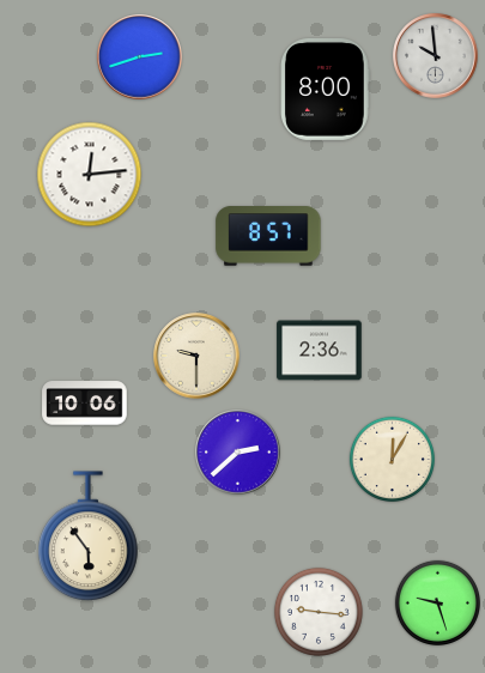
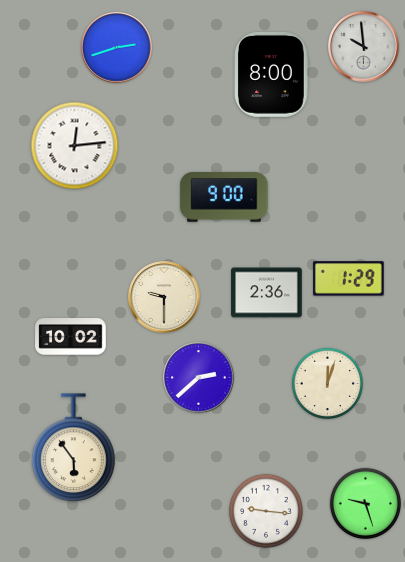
clock at (268, 236): 8:57 -> 9:00
clock at (349, 279): none -> 1:29
clock at (85, 404): 10:06 -> 10:02
clock at (392, 459): 12:05 -> 12:03
